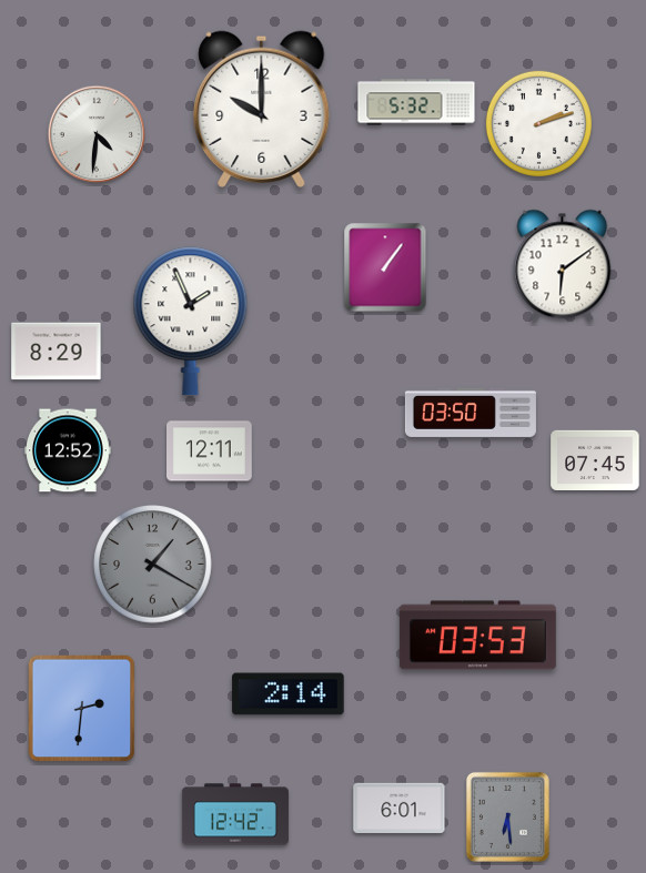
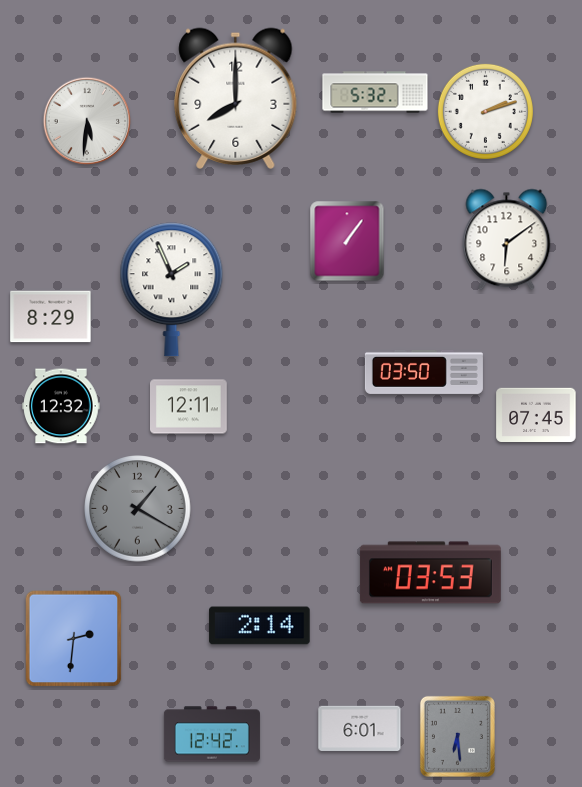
clock at (262, 109): 10:00 -> 8:00
clock at (97, 134): 4:31 -> 5:31
clock at (68, 450): 12:52 -> 12:32
